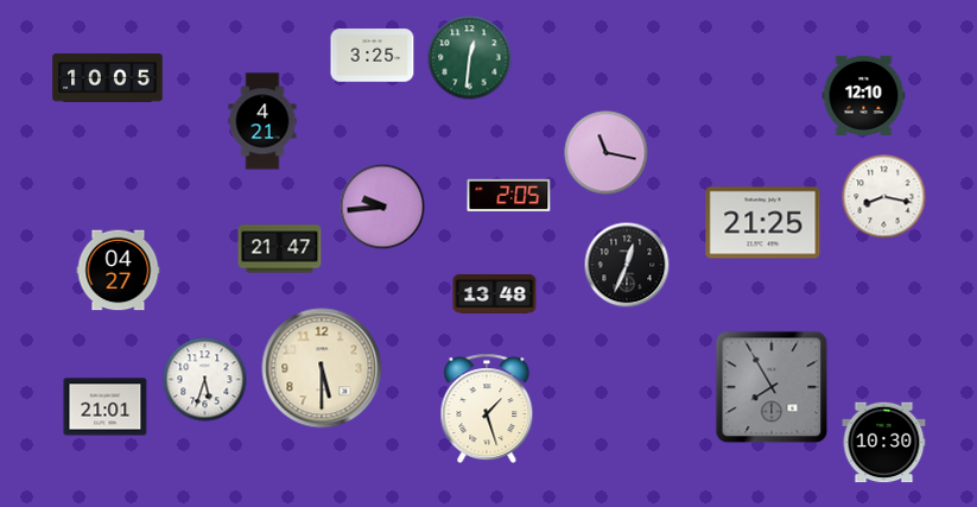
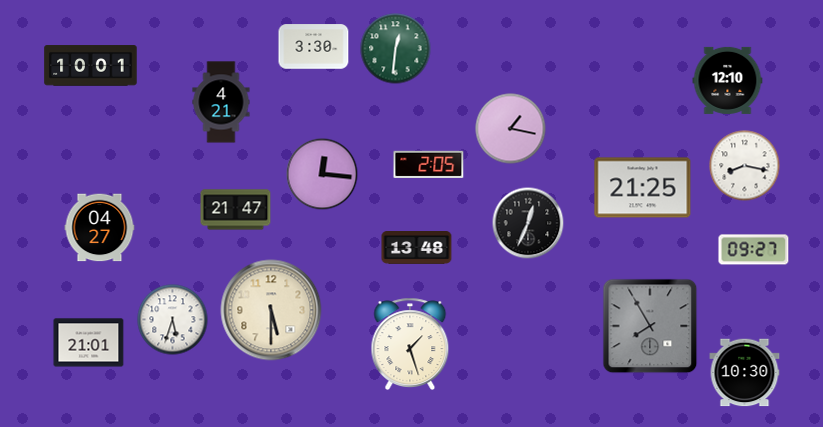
clock at (373, 56): 3:25 -> 3:30
clock at (108, 78): 10:05 -> 10:01
clock at (607, 153): 11:17 -> 1:17
clock at (382, 207): 9:44 -> 12:16
clock at (754, 250): none -> 09:27
